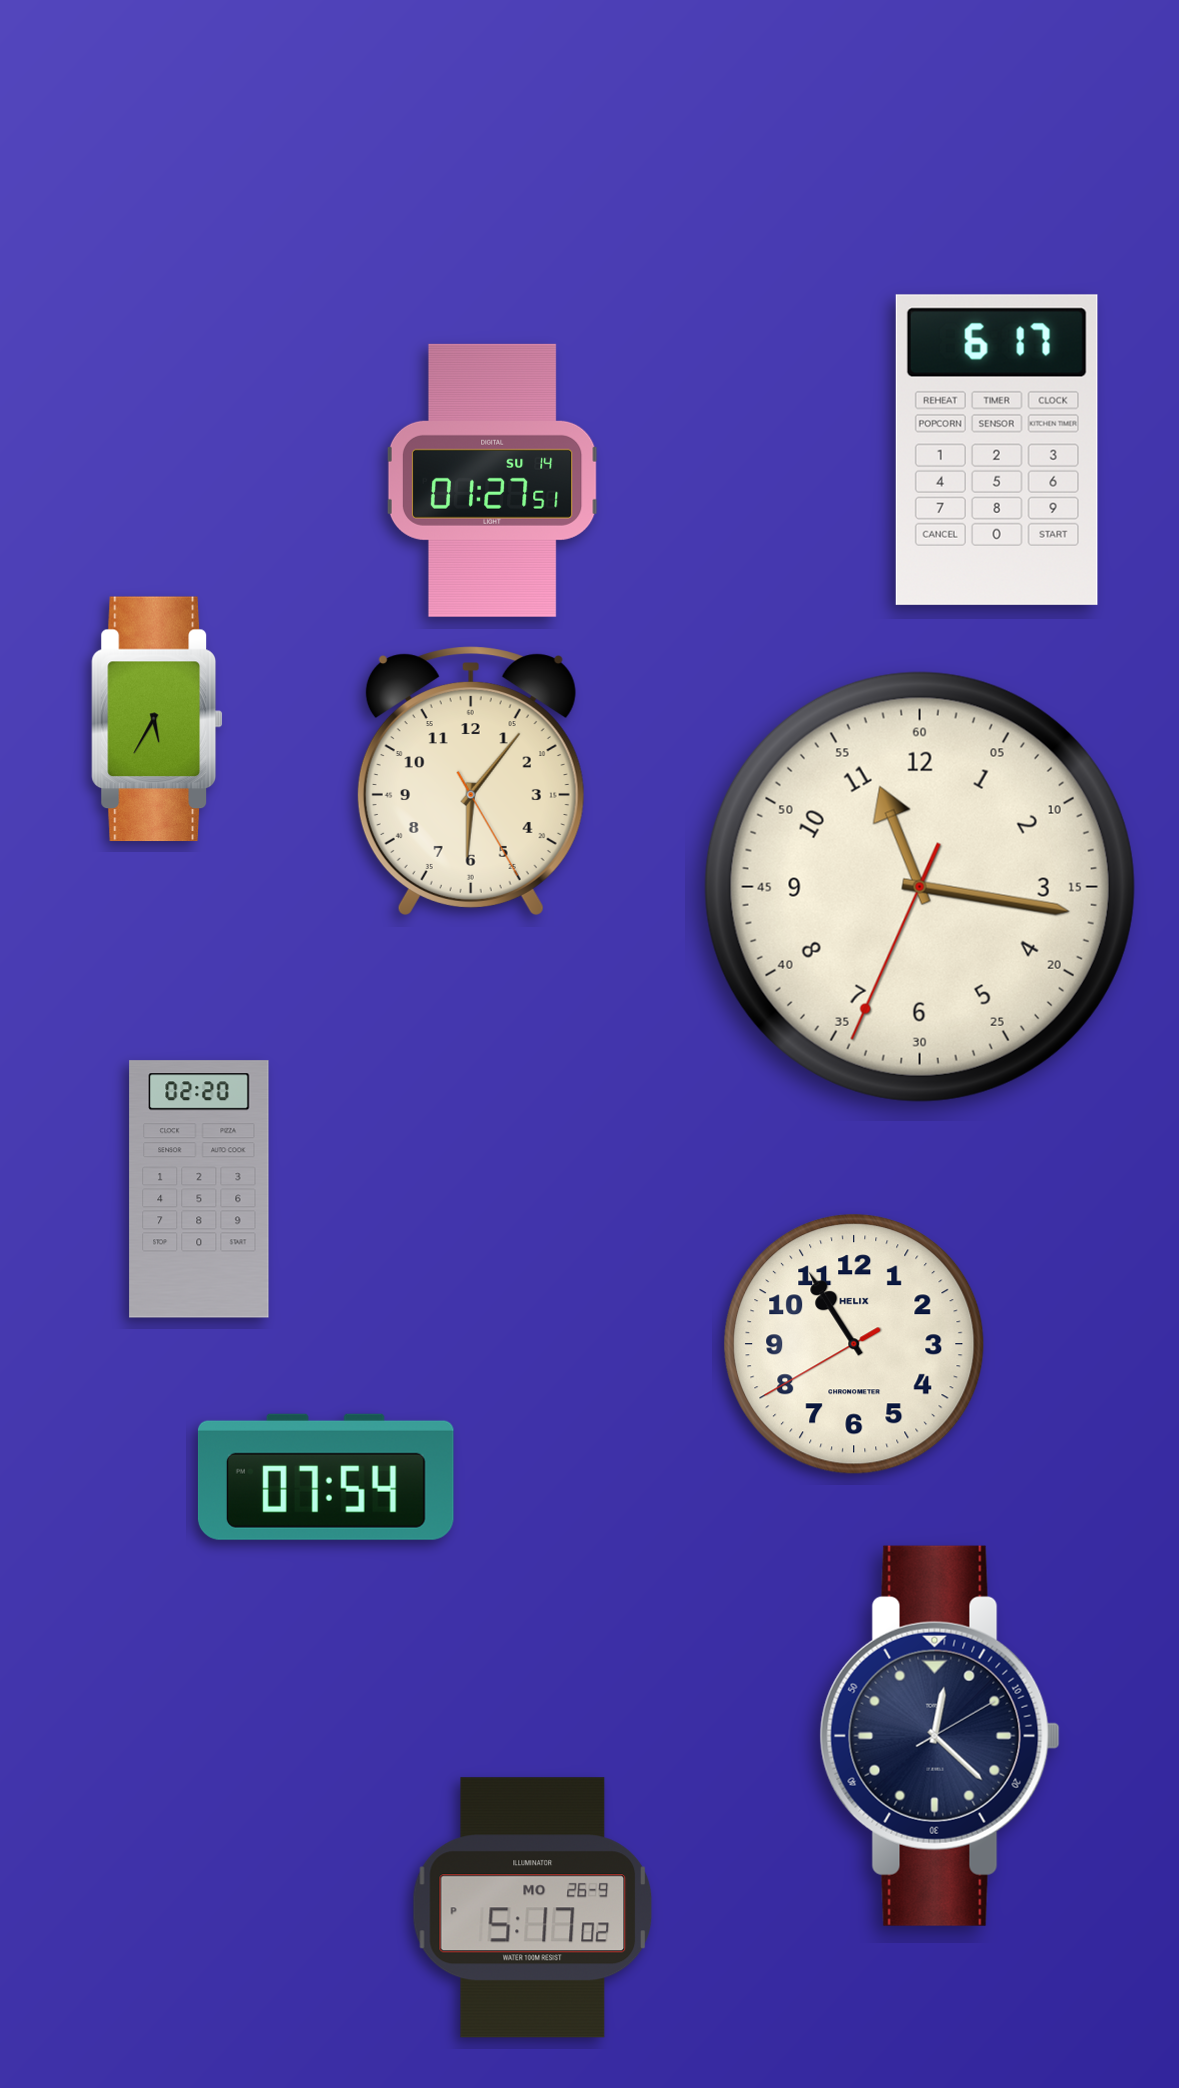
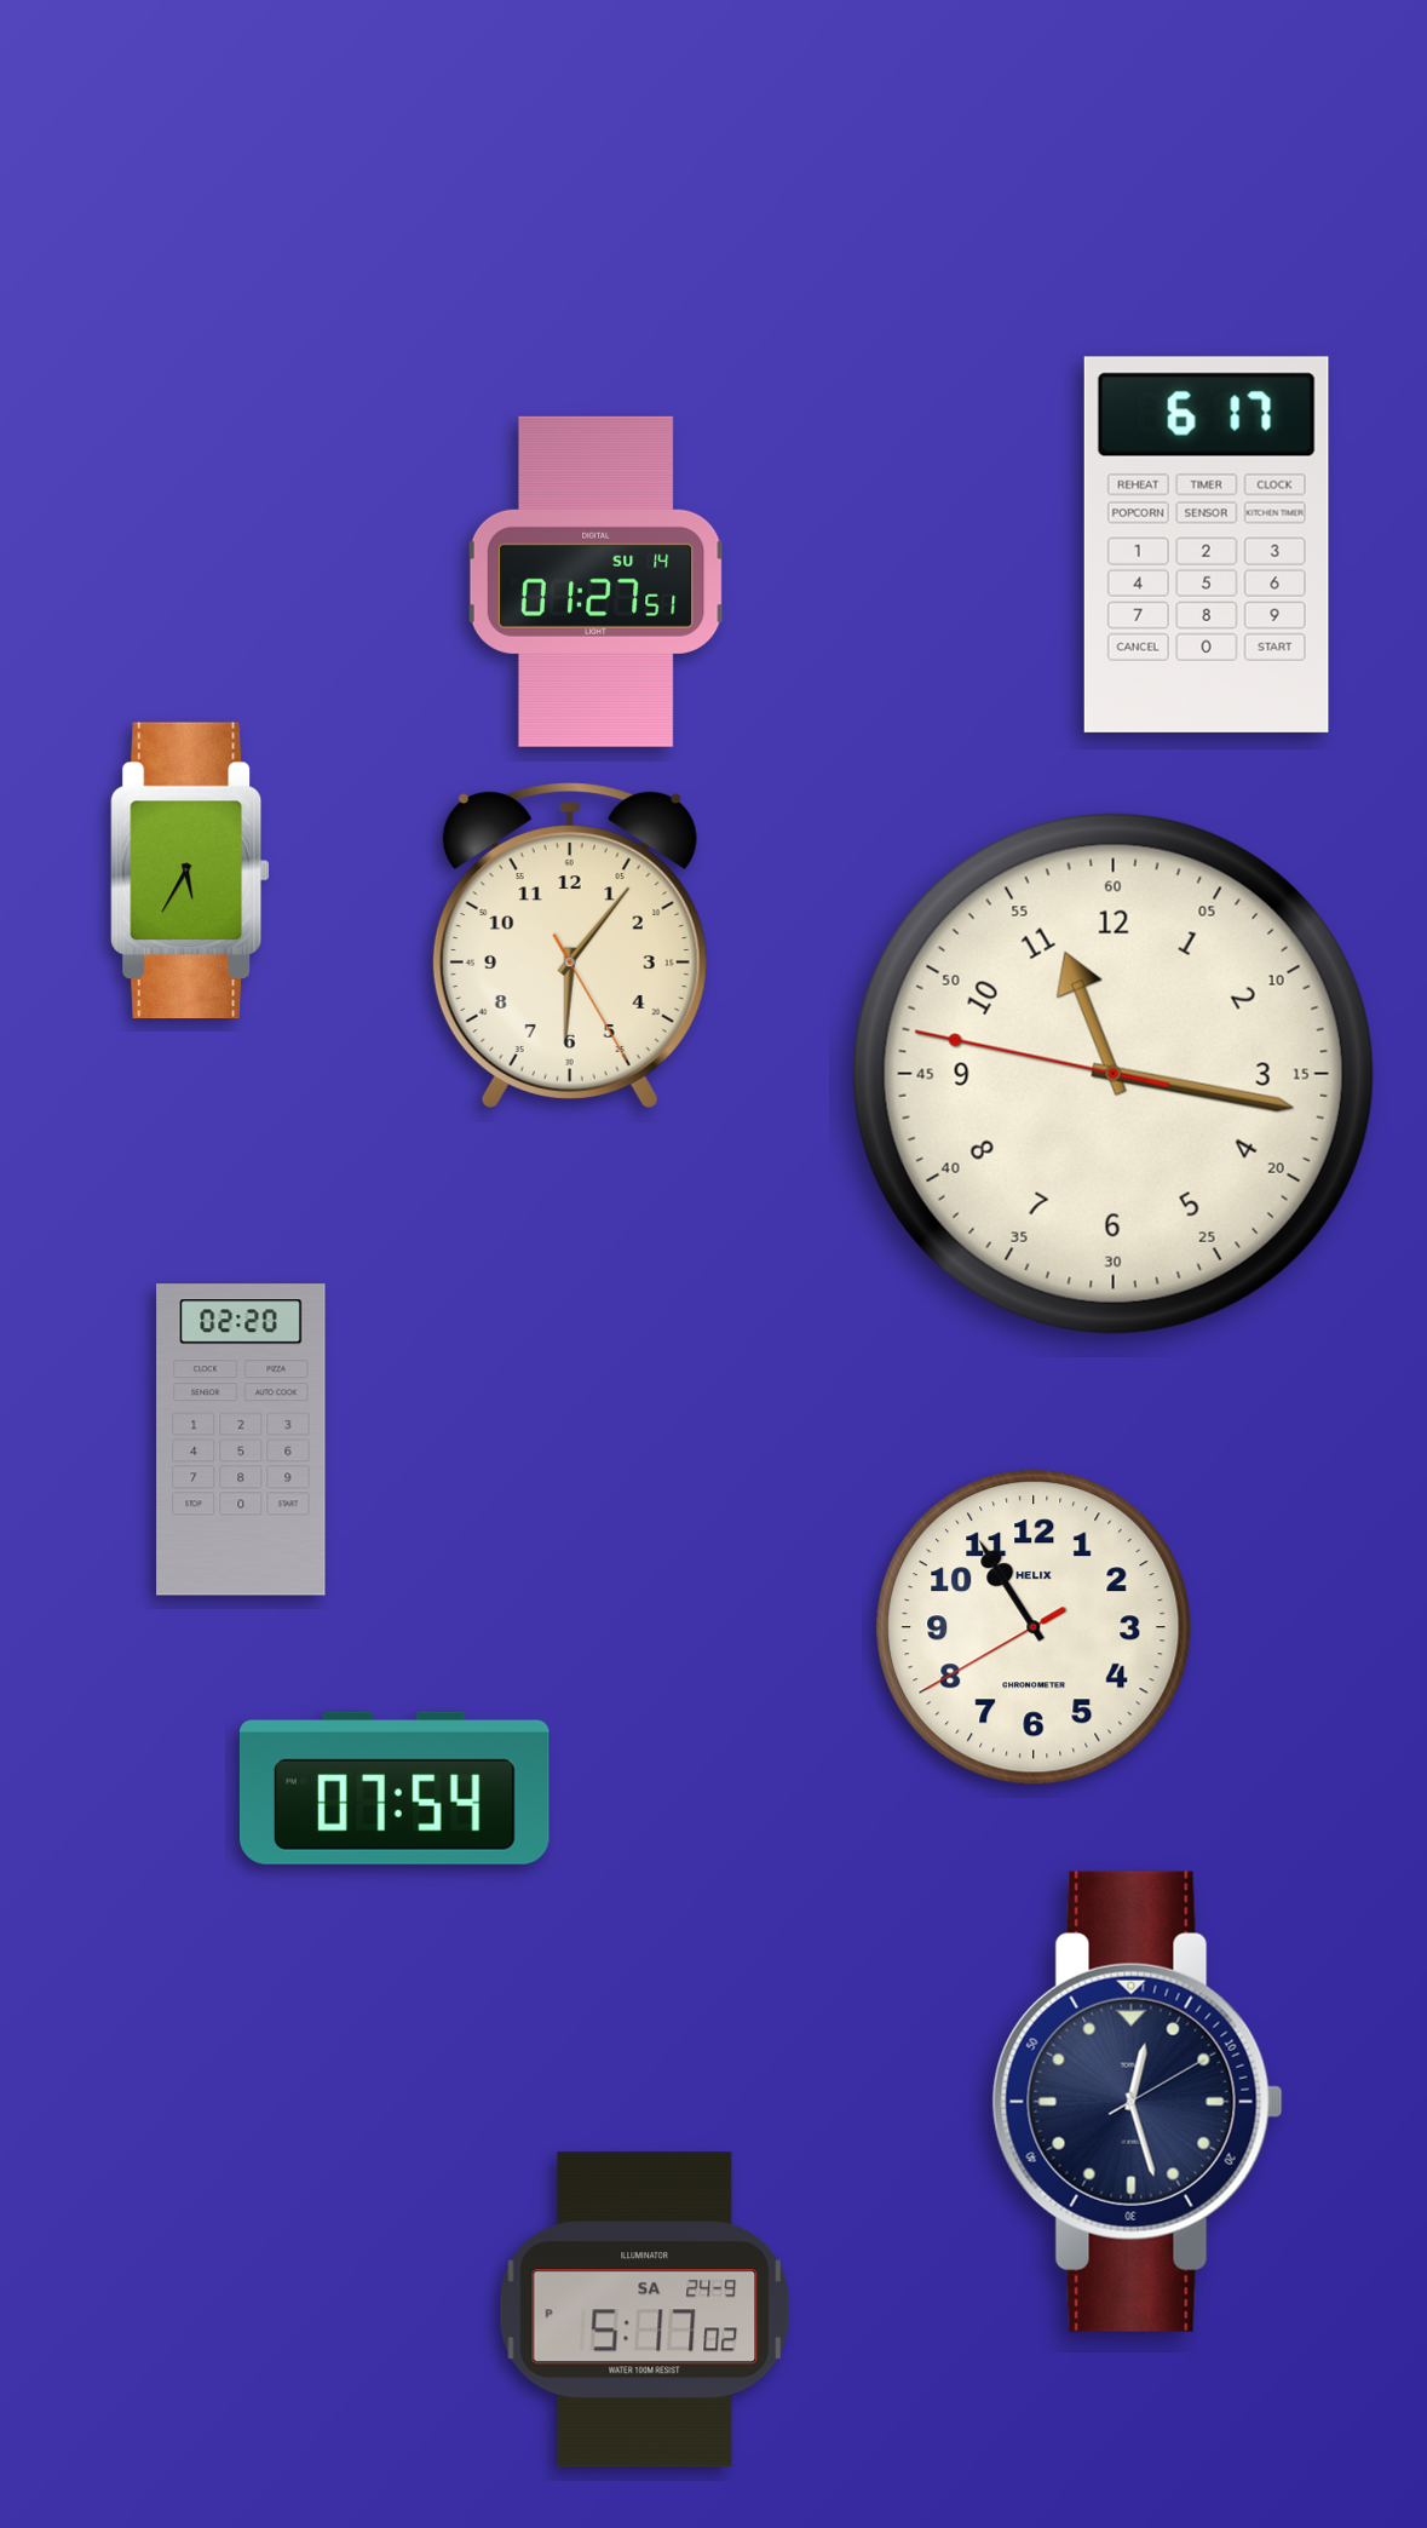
clock at (920, 887): 11:16:34 -> 11:16:47
clock at (940, 1736): 12:22 -> 12:27
clock at (533, 1908) date: MO 26-9 -> SA 24-9
